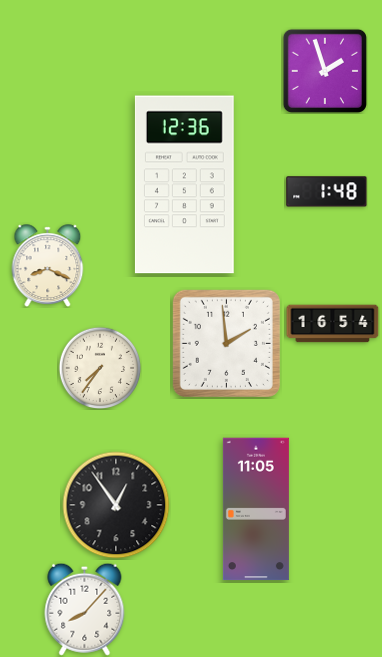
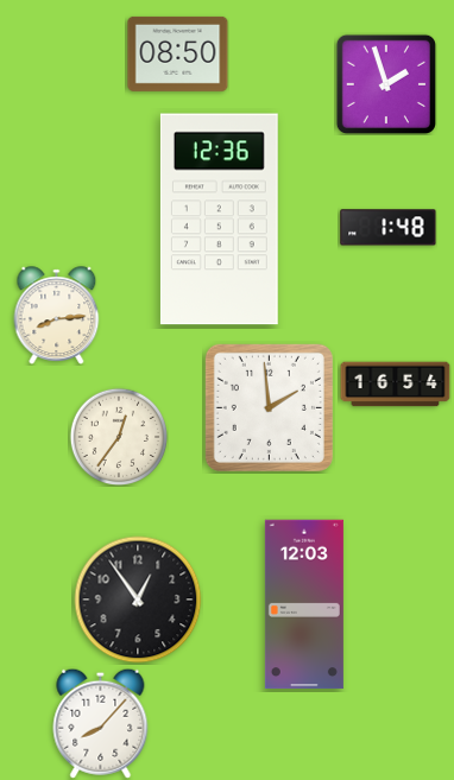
clock at (178, 53): none -> 08:50
clock at (48, 266): 8:19 -> 8:14
clock at (100, 368): 7:36 -> 12:36
clock at (256, 509): 11:05 -> 12:03
